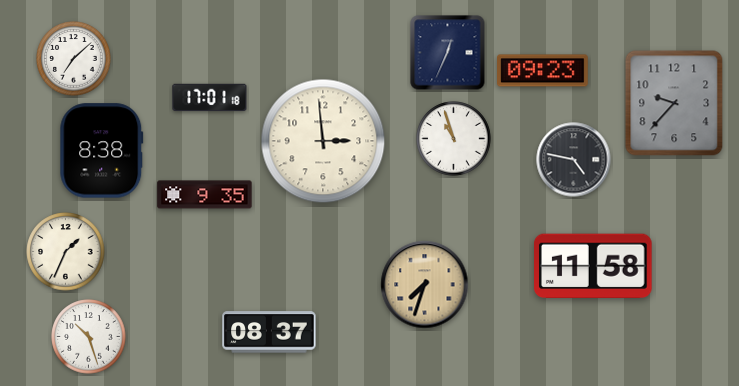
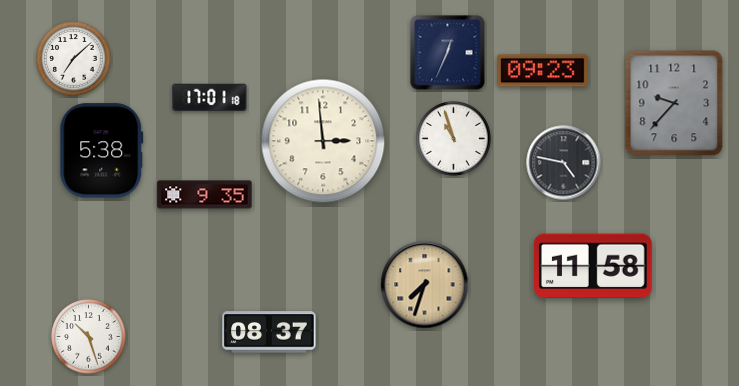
clock at (102, 151): 8:38 -> 5:38
clock at (574, 160) position: (574, 160) -> (564, 163)
clock at (66, 252): 1:34 -> none
